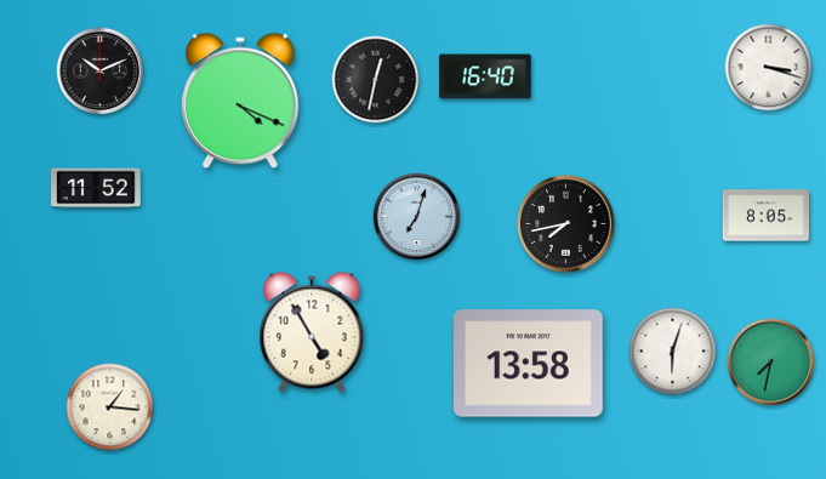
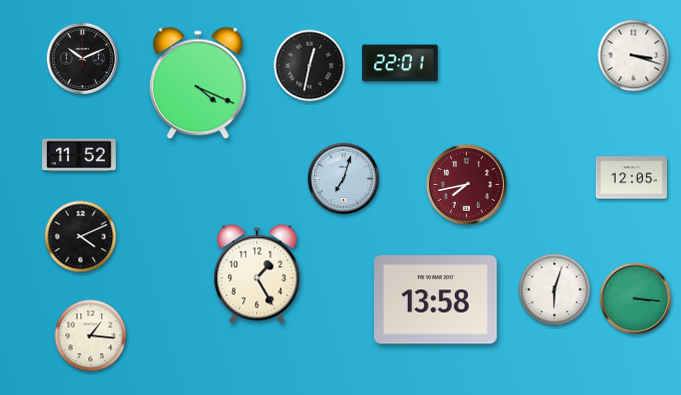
clock at (485, 76): 16:40 -> 22:01
clock at (765, 216): 8:05 -> 12:05
clock at (566, 224) dial: black -> burgundy
clock at (81, 237): none -> 4:11
clock at (312, 332): 4:55 -> 1:25
clock at (771, 363): 7:32 -> 3:16
